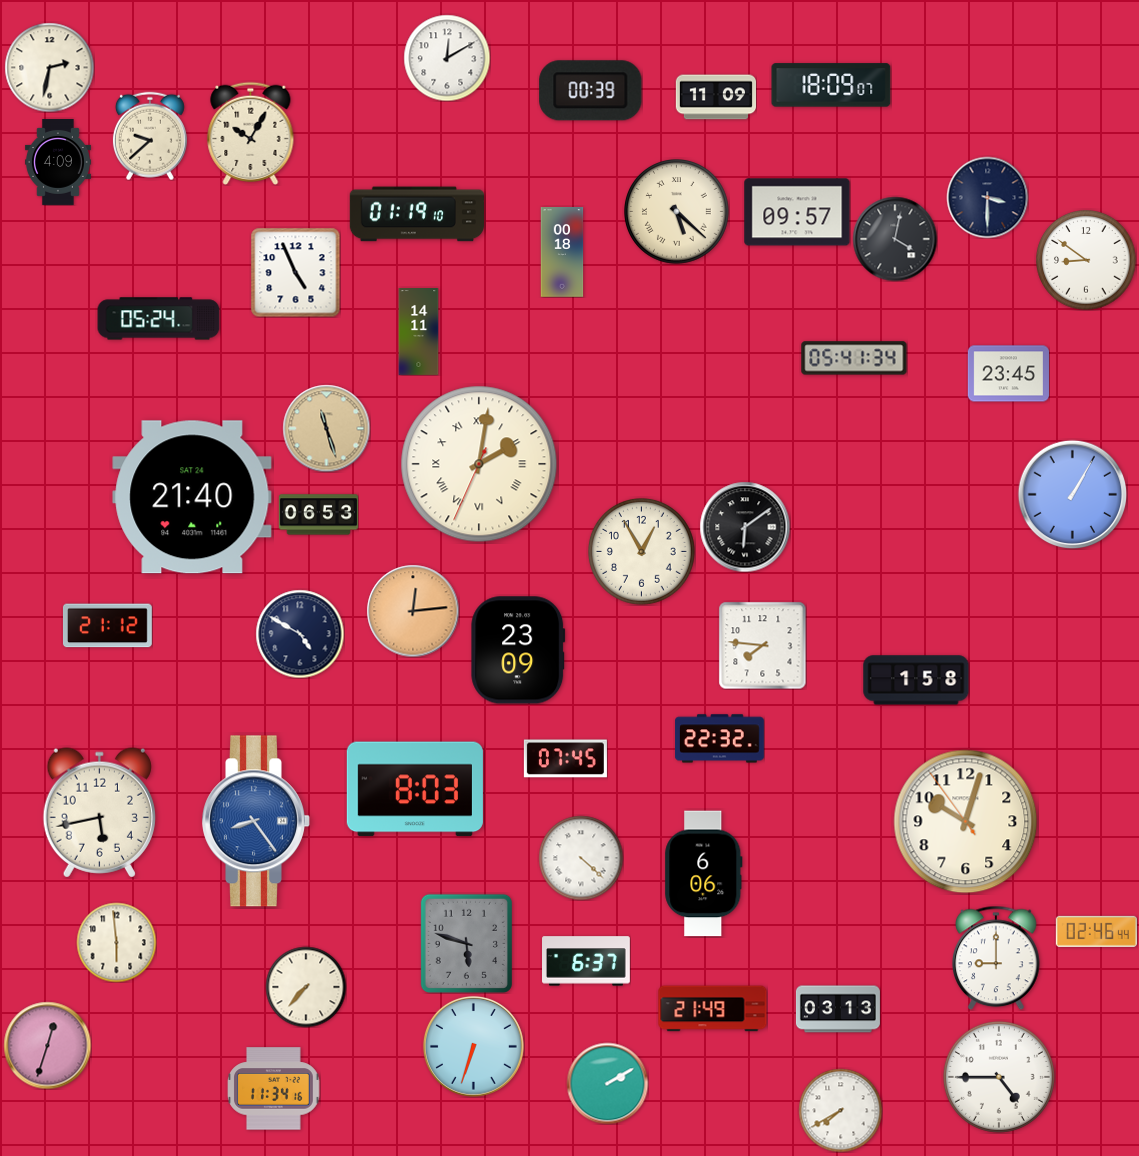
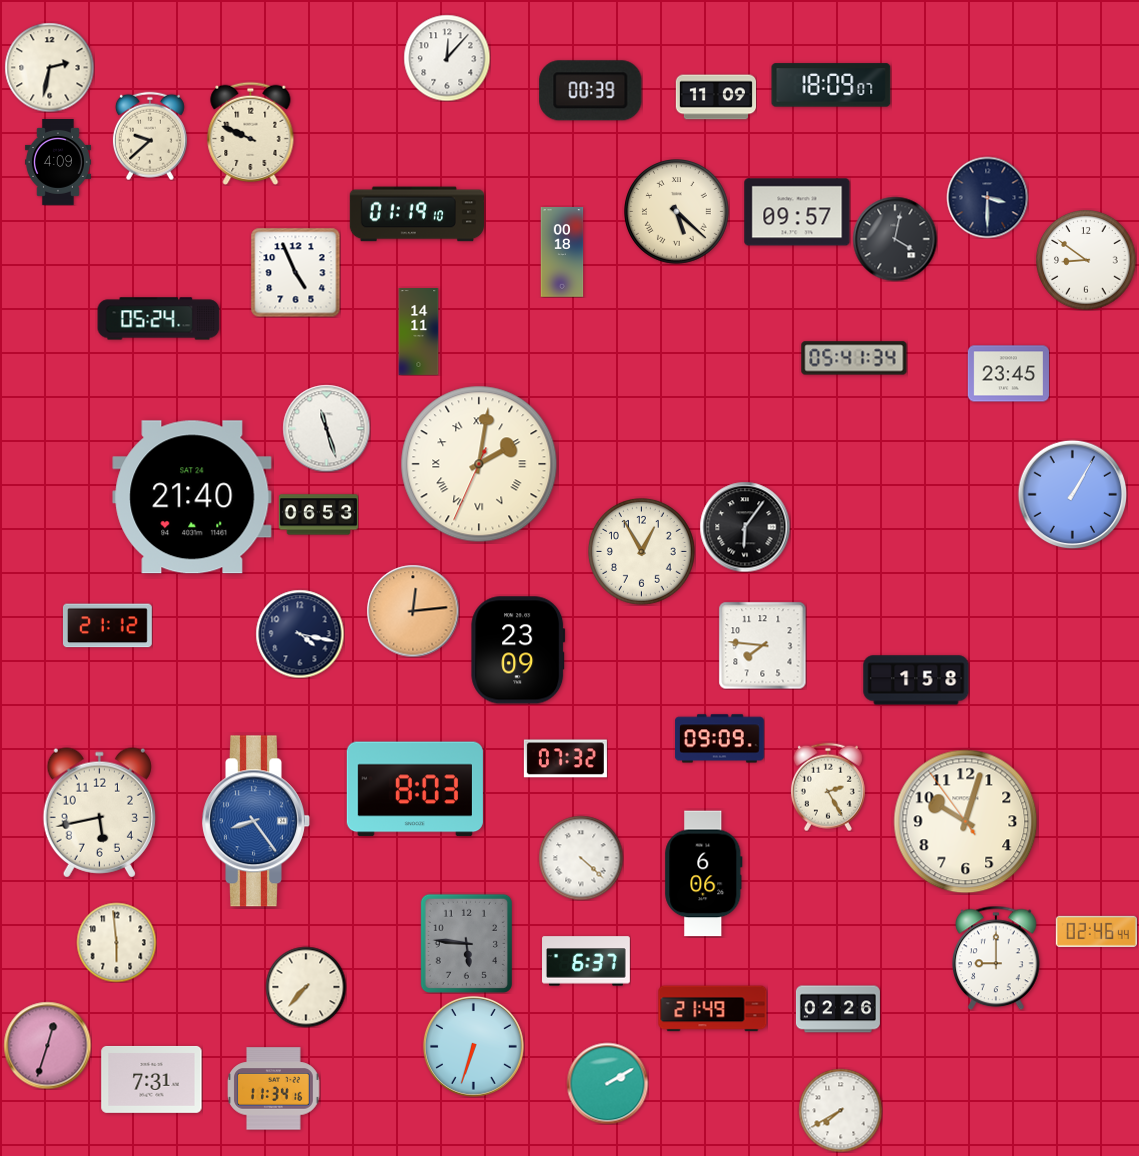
clock at (447, 58): 12:10 -> 12:07
clock at (251, 133): 10:05 -> 9:49
clock at (326, 428) dial: champagne -> white
clock at (745, 527): 6:09 -> 6:06
clock at (300, 634): 4:50 -> 4:17
clock at (720, 739): 22:32 -> 09:09
clock at (565, 759): 07:45 -> 07:32
clock at (828, 787): none -> 2:25
clock at (466, 943): 5:48 -> 5:46
clock at (838, 1009): 03:13 -> 02:26
clock at (999, 1077): 4:45 -> none
clock at (152, 1079): none -> 7:31
